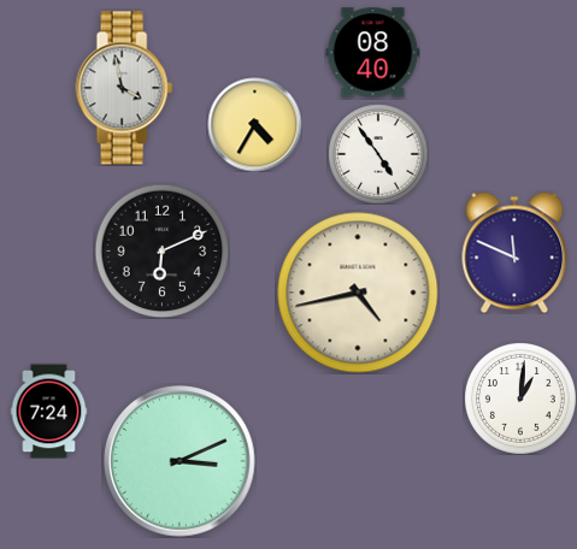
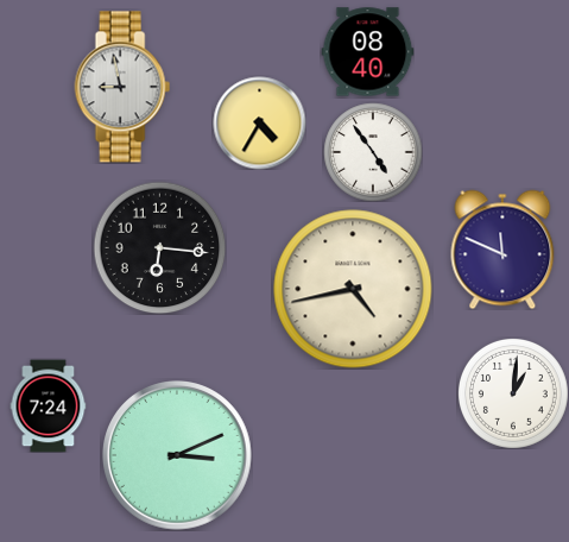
clock at (124, 88): 3:58 -> 8:58
clock at (254, 124) position: (254, 124) -> (259, 122)
clock at (161, 250): 6:11 -> 6:16
clock at (514, 253) position: (514, 253) -> (502, 250)
